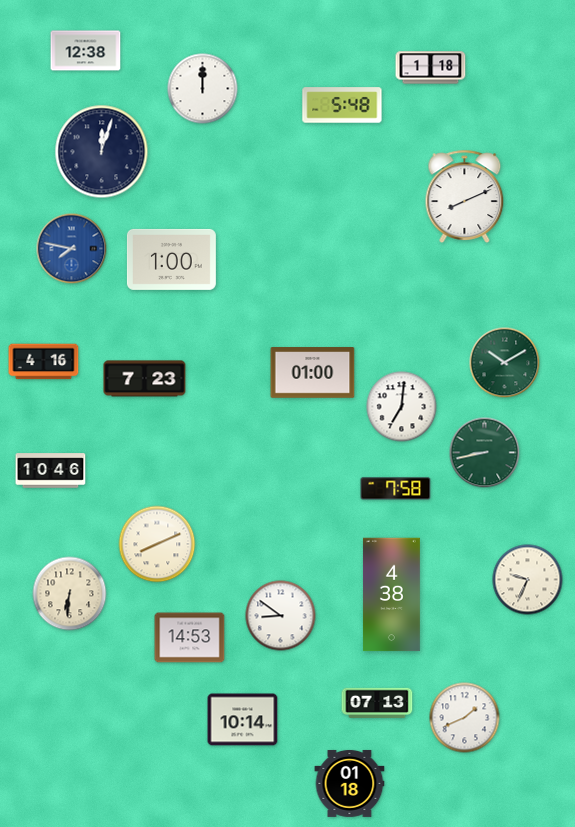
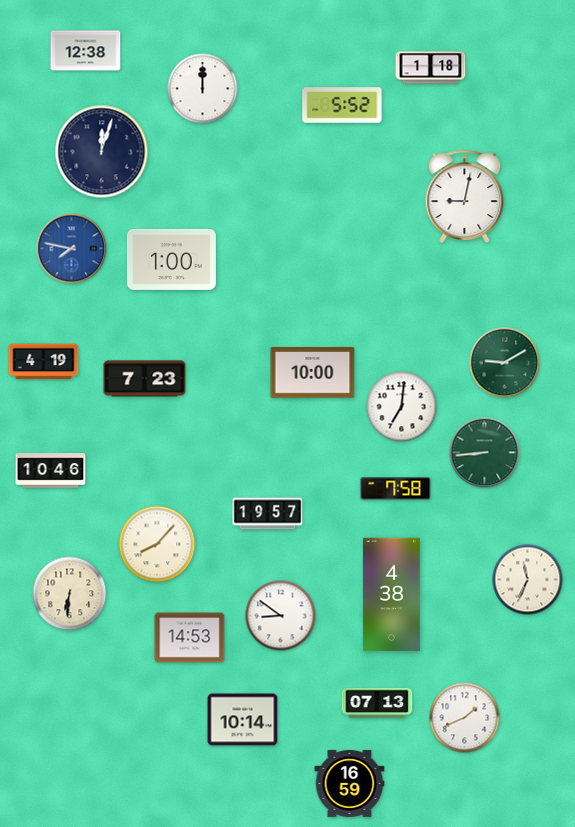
clock at (342, 105): 5:48 -> 5:52
clock at (465, 196): 8:11 -> 9:02
clock at (44, 362): 4:16 -> 4:19
clock at (505, 363): 10:10 -> 9:10
clock at (313, 373): 01:00 -> 10:00
clock at (485, 453): 8:43 -> 8:44
clock at (268, 514): none -> 19:57
clock at (157, 544): 8:11 -> 8:07
clock at (528, 580): 9:34 -> 11:34
clock at (350, 783): 01:18 -> 16:59
